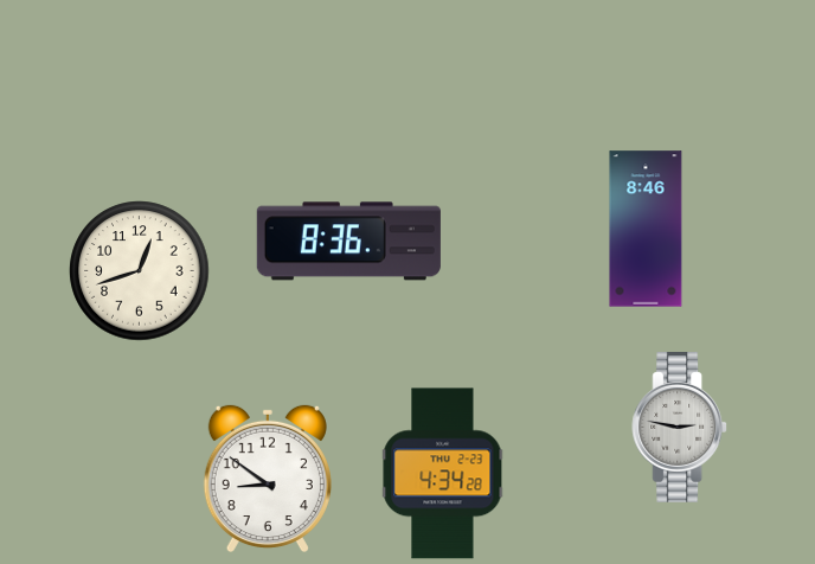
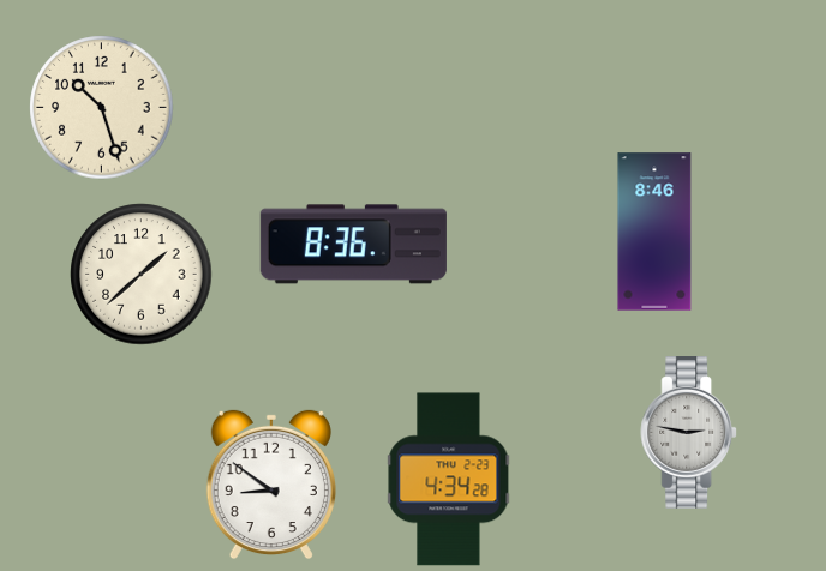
clock at (102, 108): none -> 10:27
clock at (140, 271): 12:42 -> 1:38
